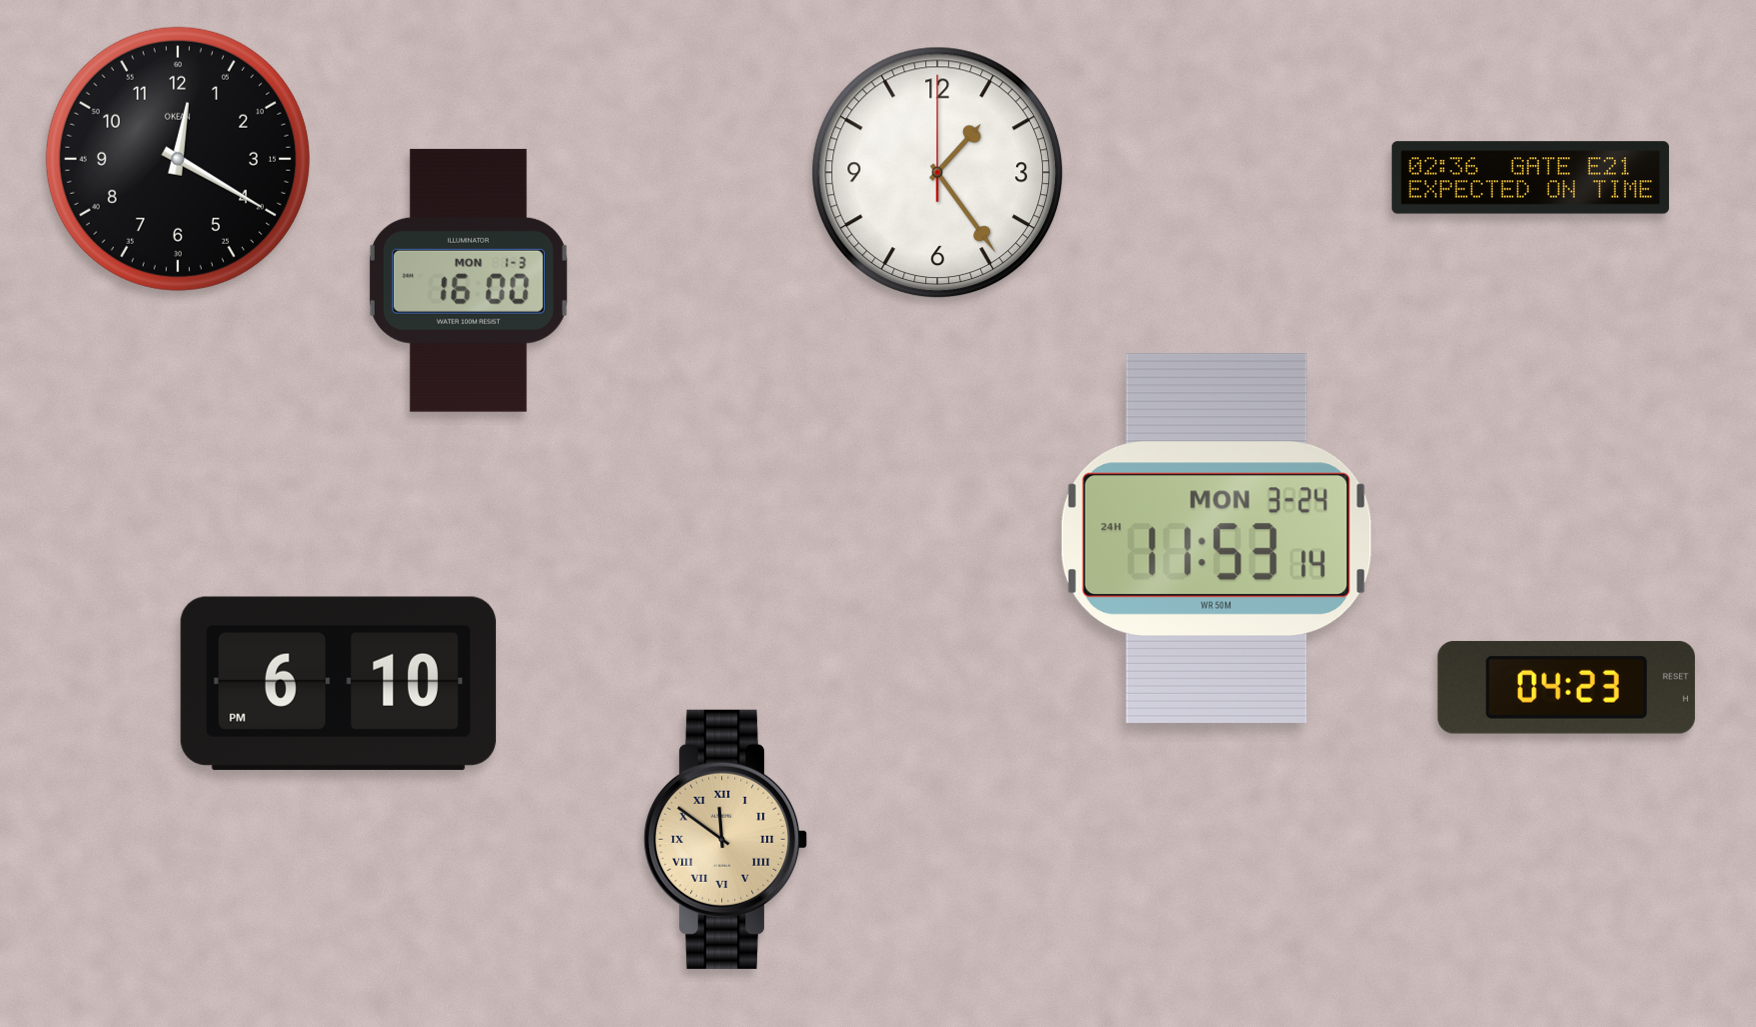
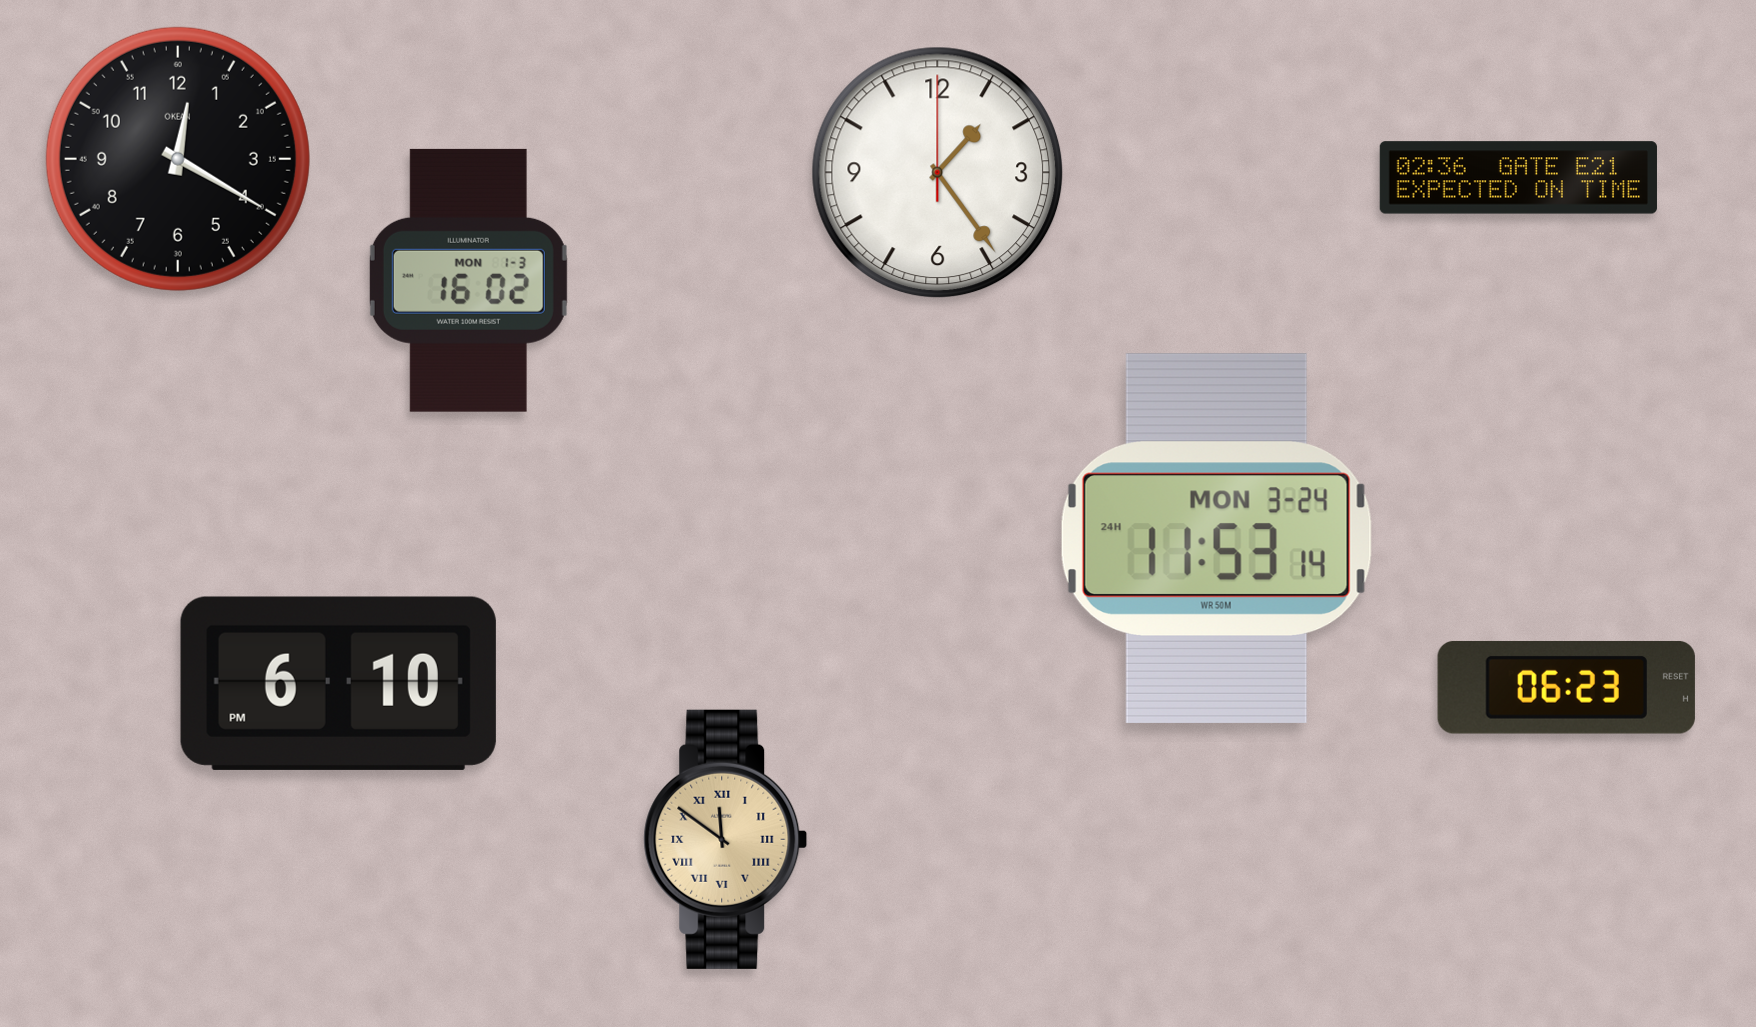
clock at (1530, 178) position: (1530, 178) -> (1518, 178)
clock at (468, 280): 16:00 -> 16:02
clock at (1566, 688): 04:23 -> 06:23
